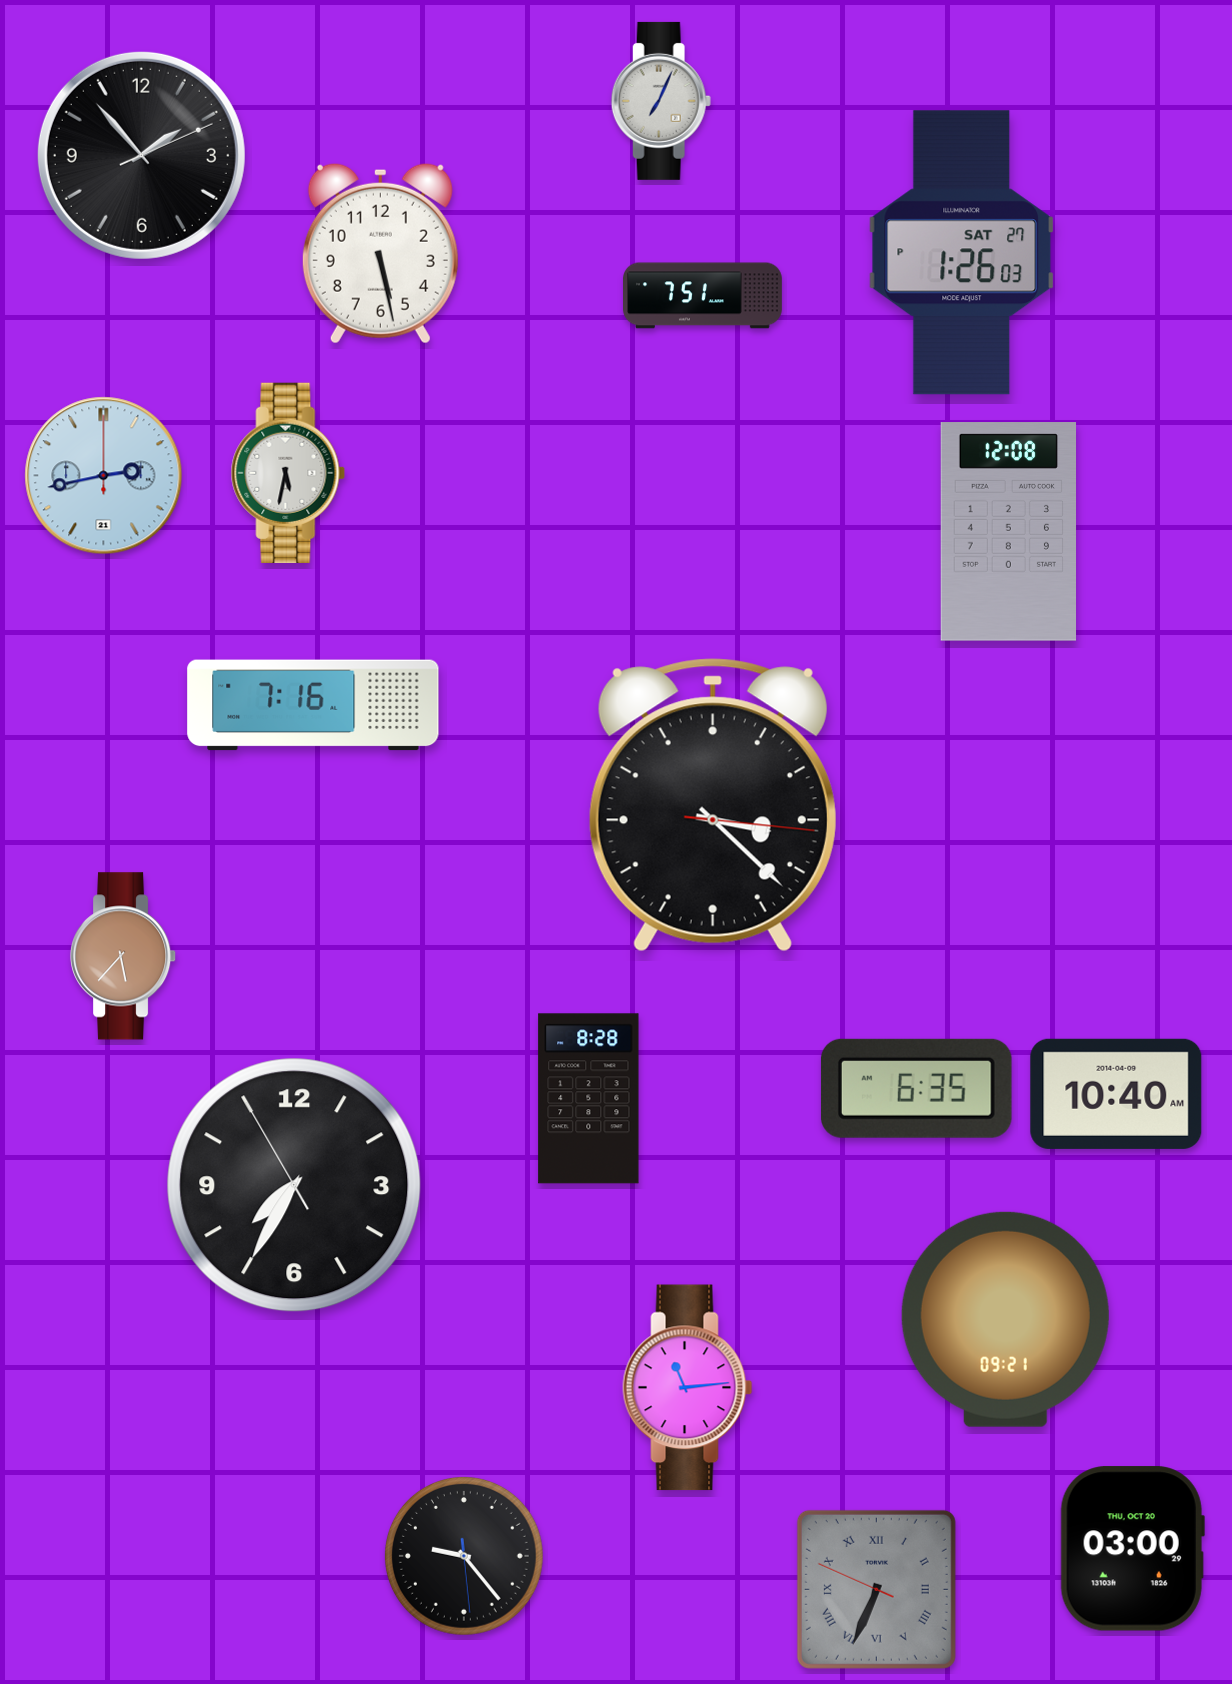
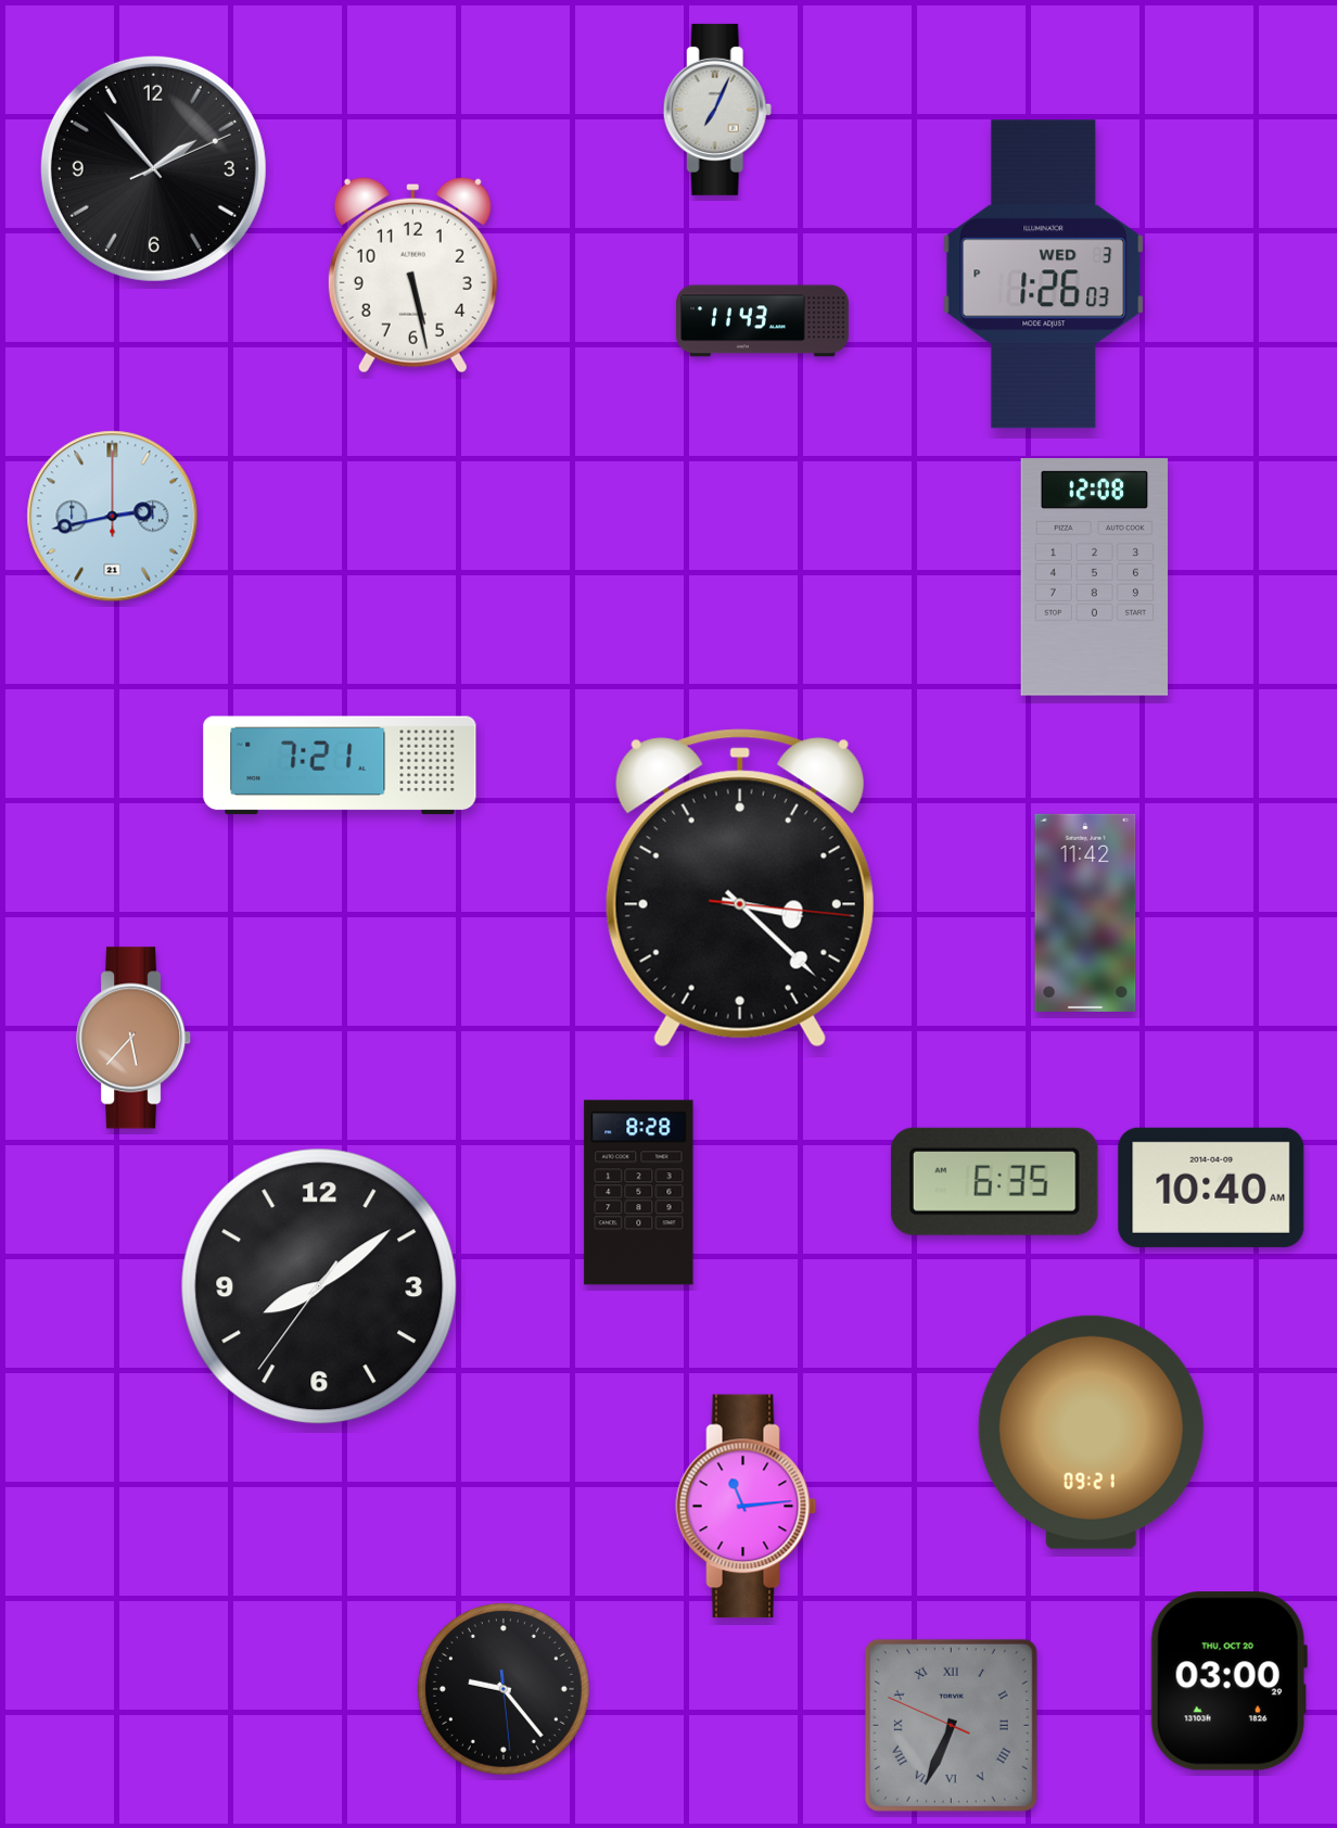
clock at (962, 253) date: SAT 27 -> WED 3
clock at (703, 296): 7:51 -> 11:43
clock at (288, 473): 5:32 -> none
clock at (313, 705): 7:16 -> 7:21
clock at (713, 805) position: (713, 805) -> (740, 888)
clock at (1085, 913): none -> 11:42
clock at (294, 1185): 7:34 -> 8:08
